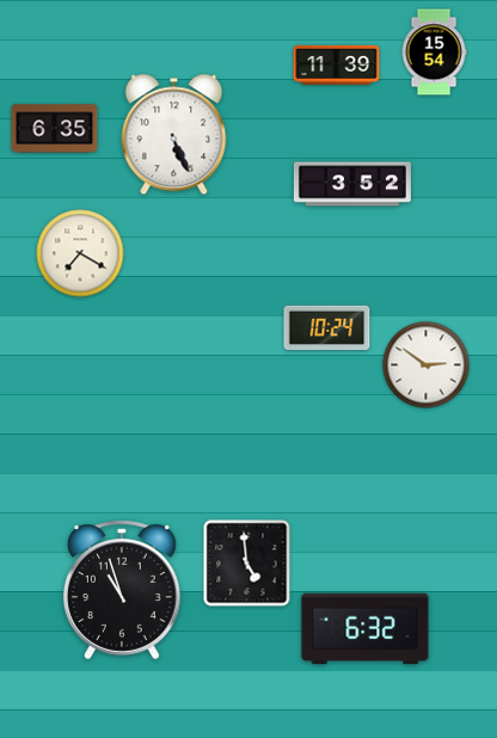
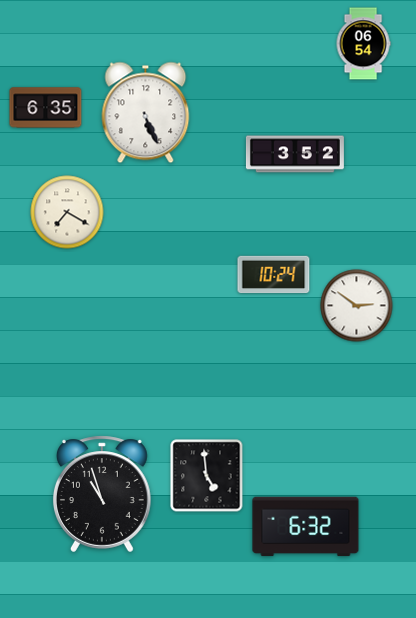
clock at (434, 53): 15:54 -> 06:54
clock at (337, 64): 11:39 -> none
clock at (247, 564) position: (247, 564) -> (207, 476)
